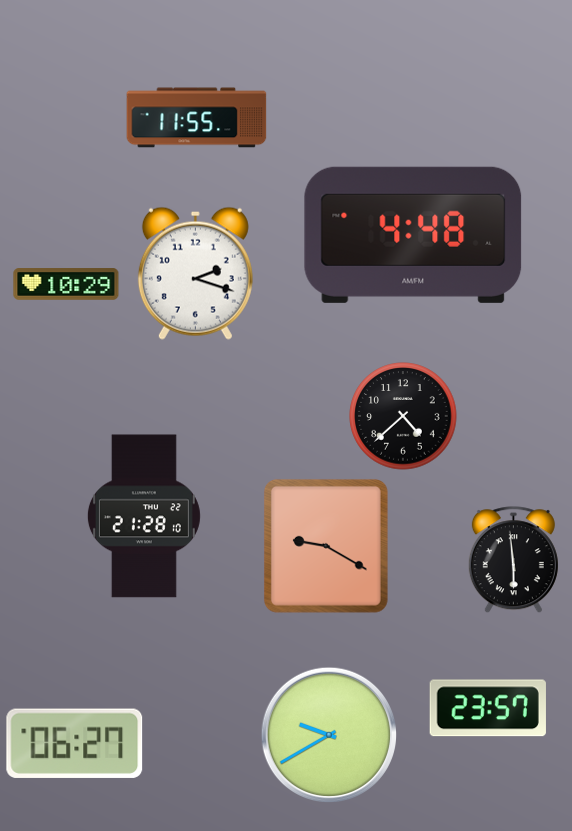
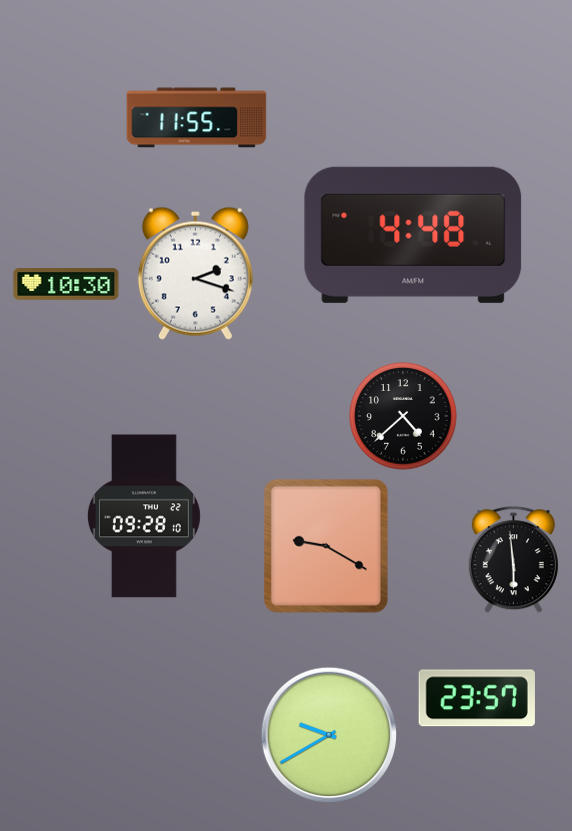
clock at (66, 284): 10:29 -> 10:30
clock at (144, 516): 21:28 -> 09:28
clock at (488, 708) position: (488, 708) -> (477, 698)
clock at (75, 743): 06:27 -> none
